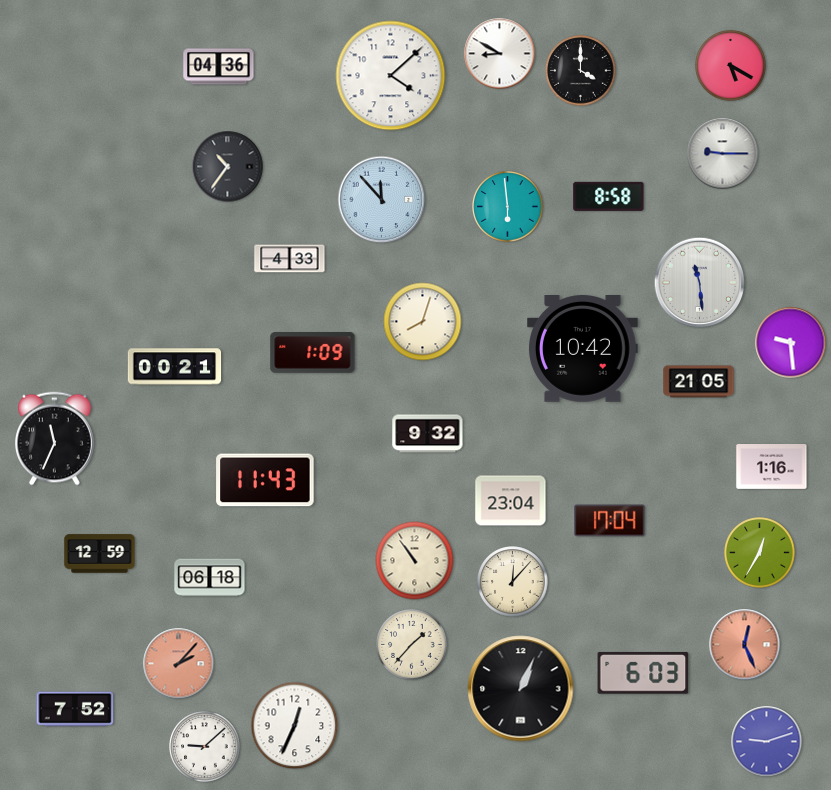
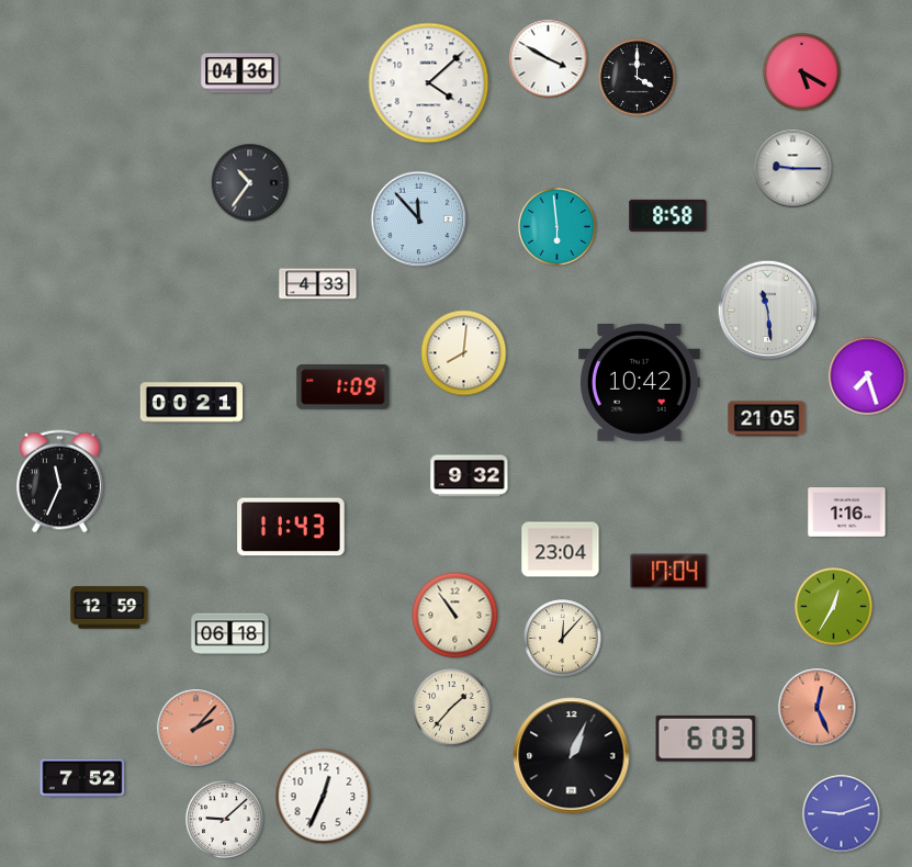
clock at (500, 54): 8:50 -> 3:50
clock at (423, 322): 8:03 -> 8:01
clock at (791, 343): 9:29 -> 7:27
